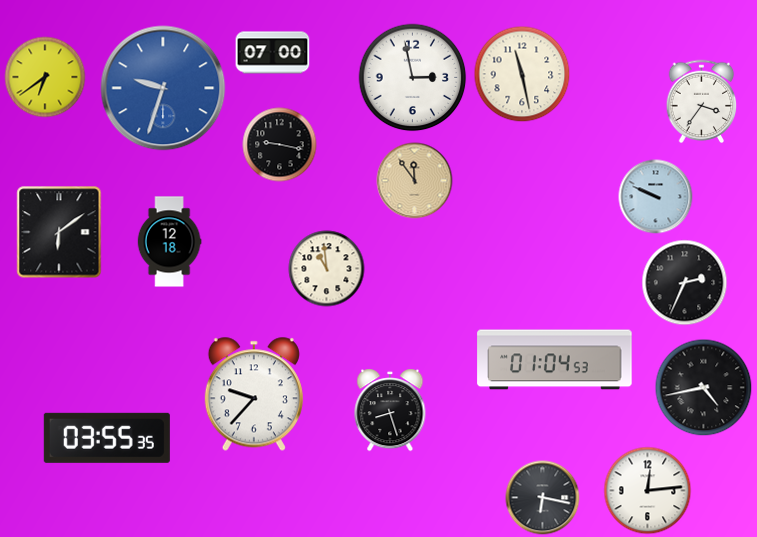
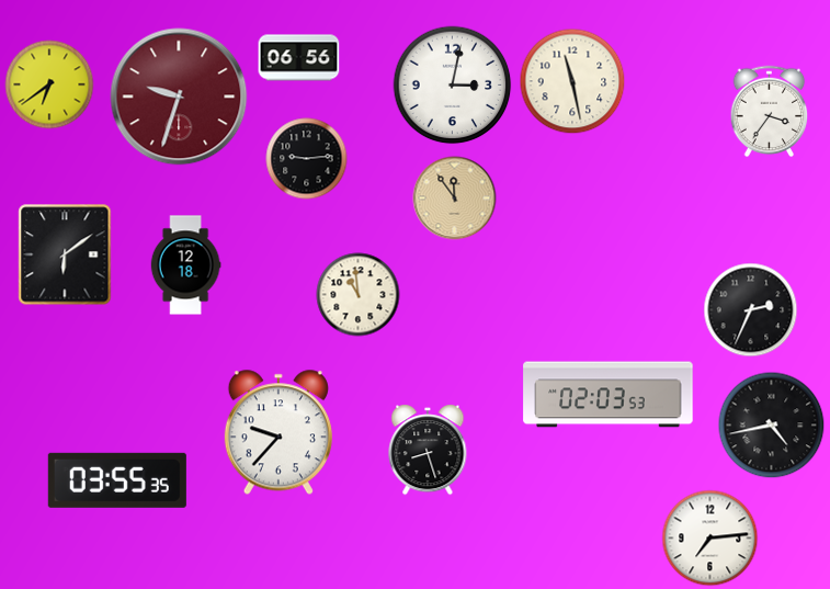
clock at (273, 53): 07:00 -> 06:56
clock at (413, 78): 2:58 -> 3:02
clock at (163, 88) dial: blue -> burgundy
clock at (280, 145): 9:17 -> 9:14
clock at (656, 197): 9:49 -> none
clock at (555, 360): 01:04 -> 02:03
clock at (648, 491): 12:14 -> 7:14
clock at (543, 498): 6:17 -> none
